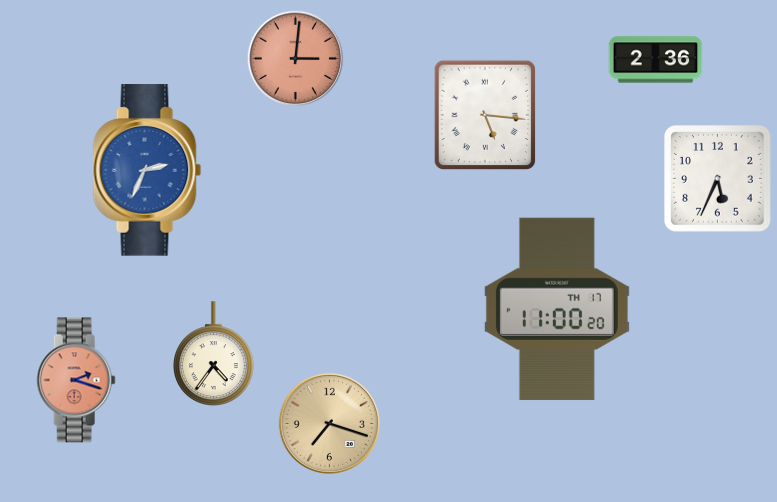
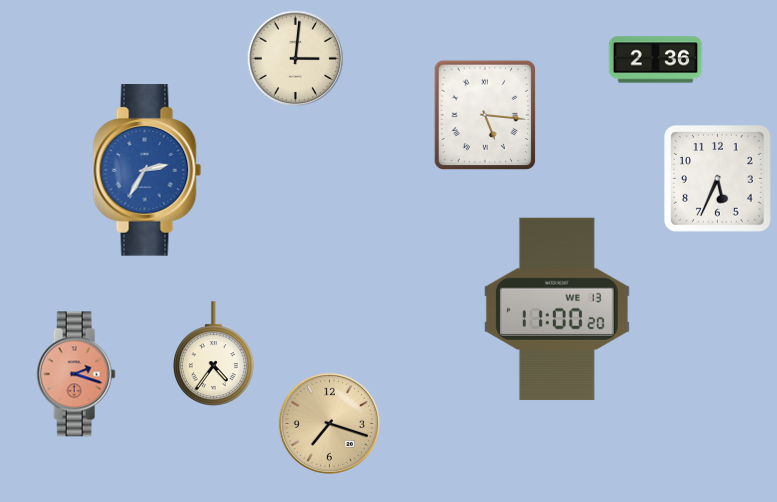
clock at (296, 59) dial: salmon -> cream
clock at (147, 170): 2:34 -> 2:35
clock at (557, 309) date: TH 17 -> WE 13
clock at (76, 380) position: (76, 380) -> (76, 374)
